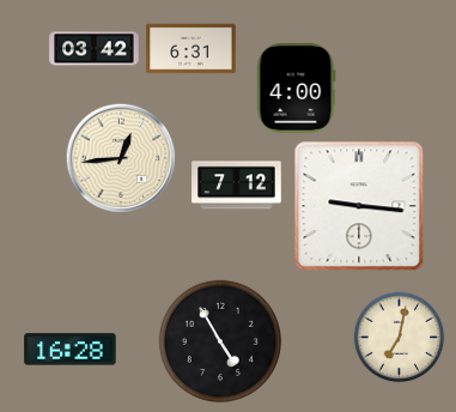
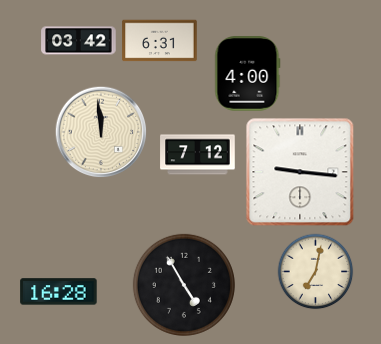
clock at (121, 158): 12:44 -> 11:59
clock at (400, 338) position: (400, 338) -> (316, 272)
